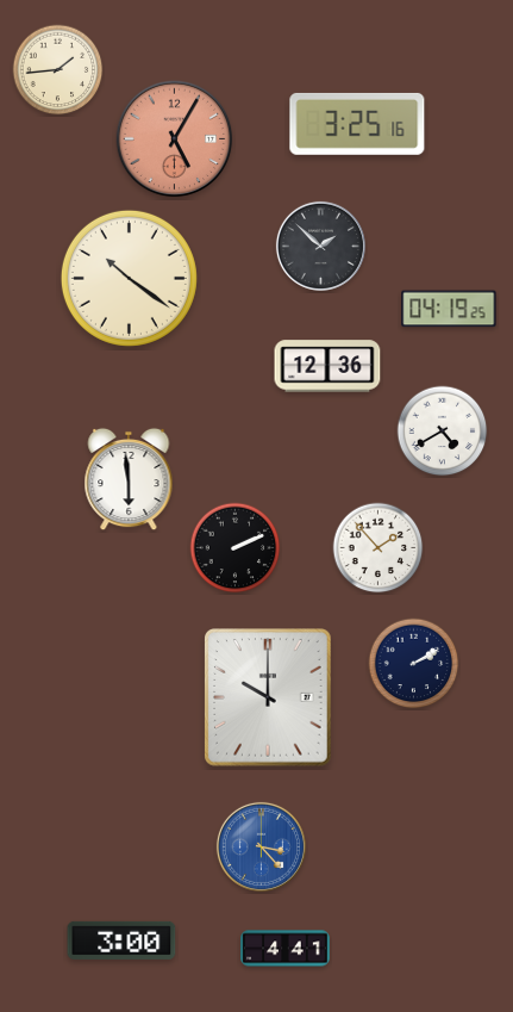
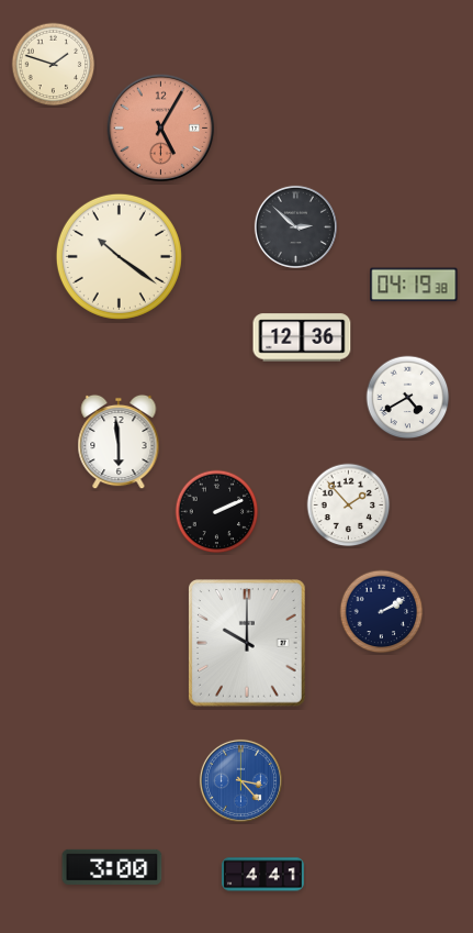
clock at (58, 70): 1:44 -> 1:48
clock at (357, 124): 3:25 -> none
clock at (320, 246): 1:52 -> 2:52
clock at (449, 309): 04:19:25 -> 04:19:38
clock at (236, 548) position: (236, 548) -> (217, 512)
